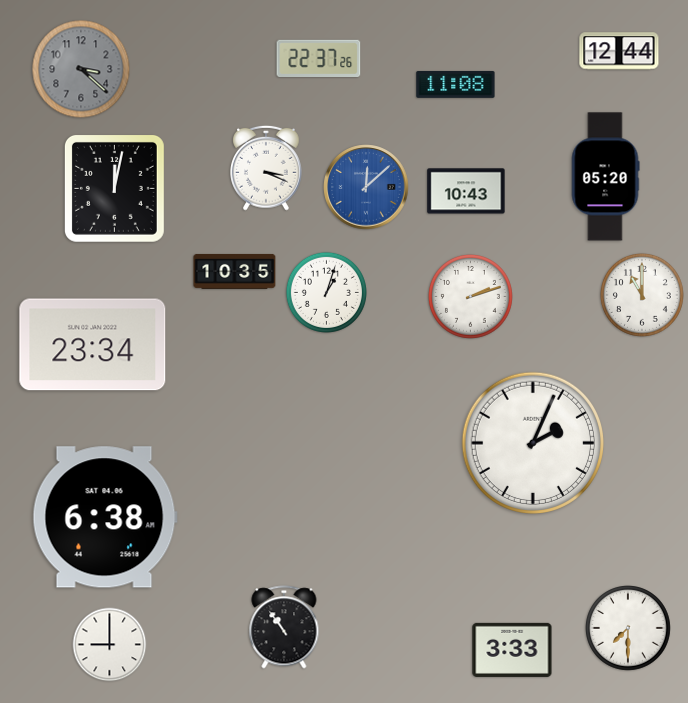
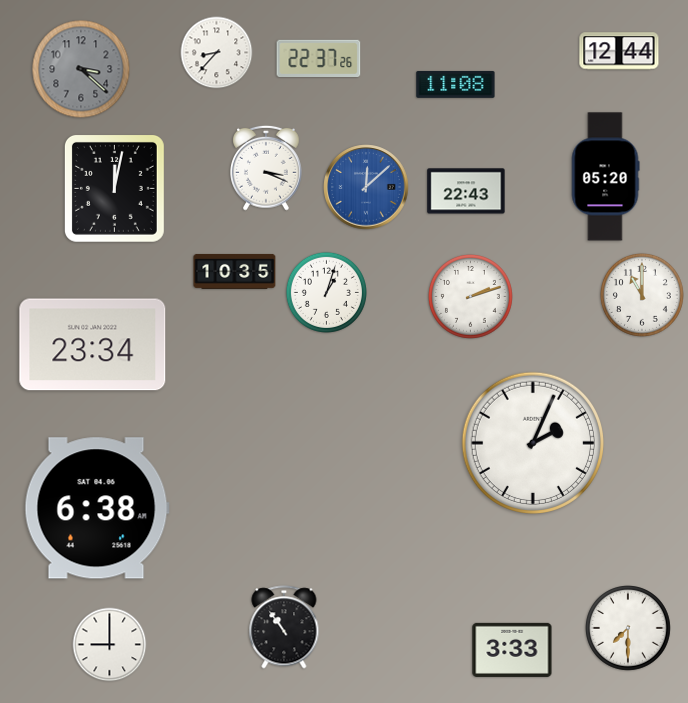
clock at (217, 53): none -> 8:37
clock at (466, 191): 10:43 -> 22:43
clock at (105, 517) position: (105, 517) -> (97, 508)
